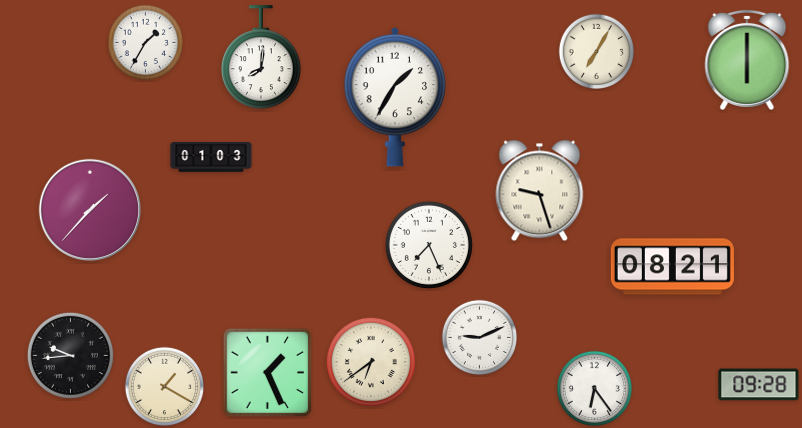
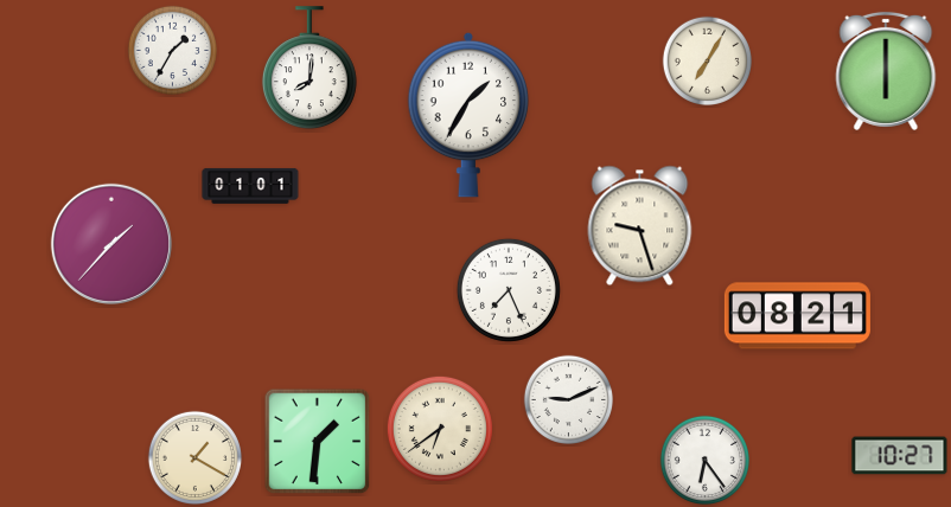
clock at (211, 157): 01:03 -> 01:01
clock at (90, 210) position: (90, 210) -> (111, 244)
clock at (70, 355): 9:44 -> none
clock at (268, 373): 1:26 -> 1:31
clock at (759, 385): 09:28 -> 10:27
